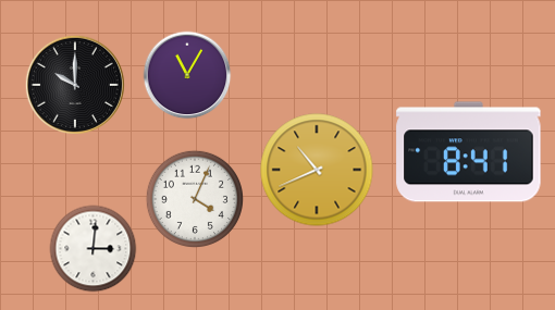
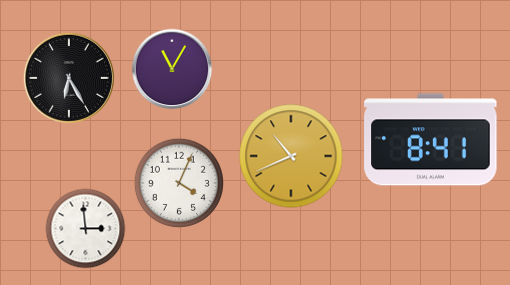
clock at (75, 85): 10:00 -> 6:25
clock at (94, 249): 3:01 -> 2:59
